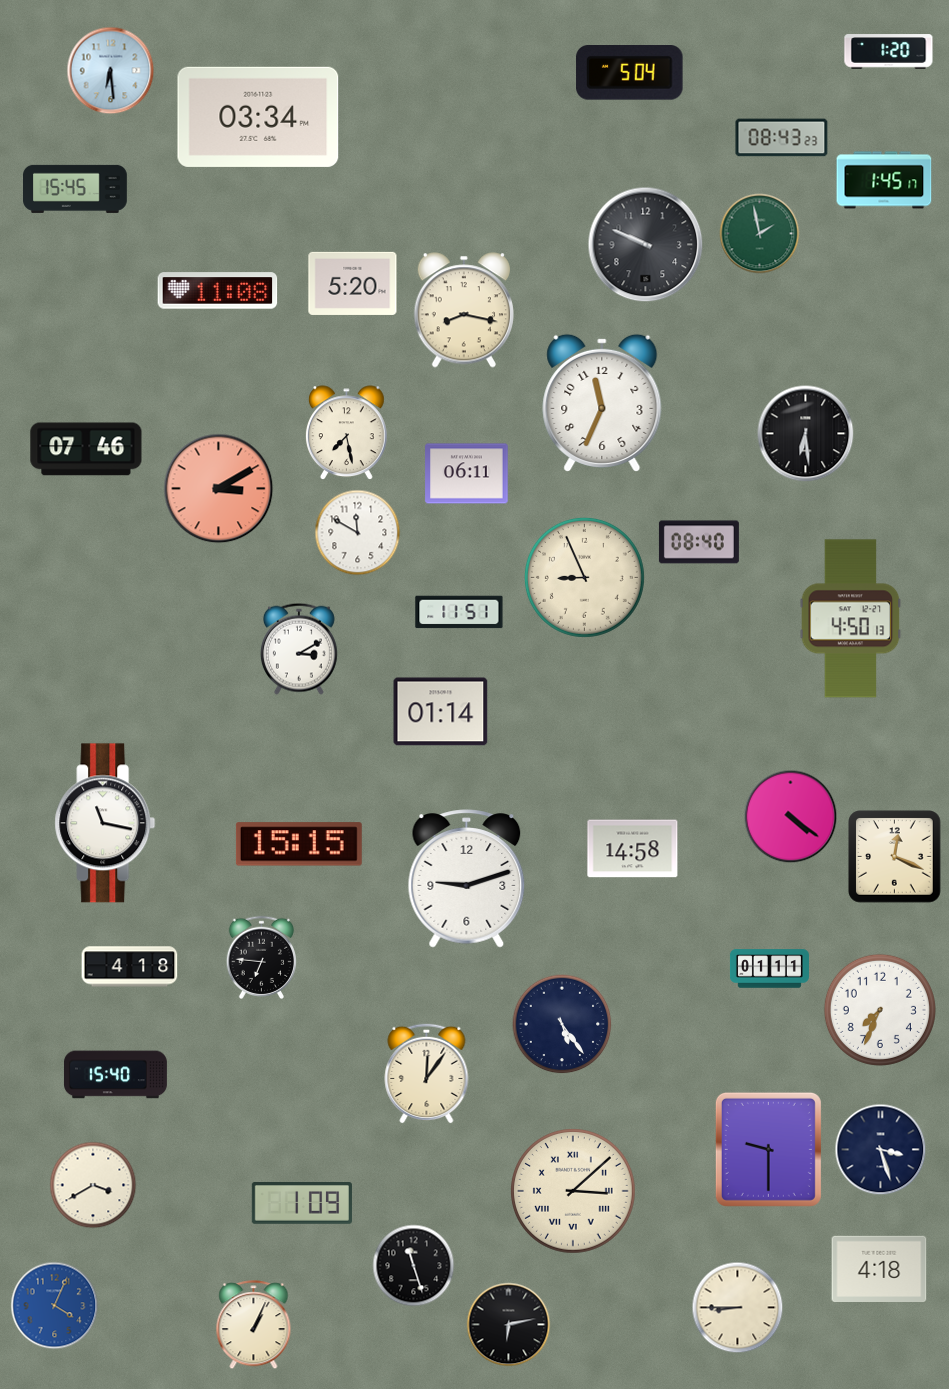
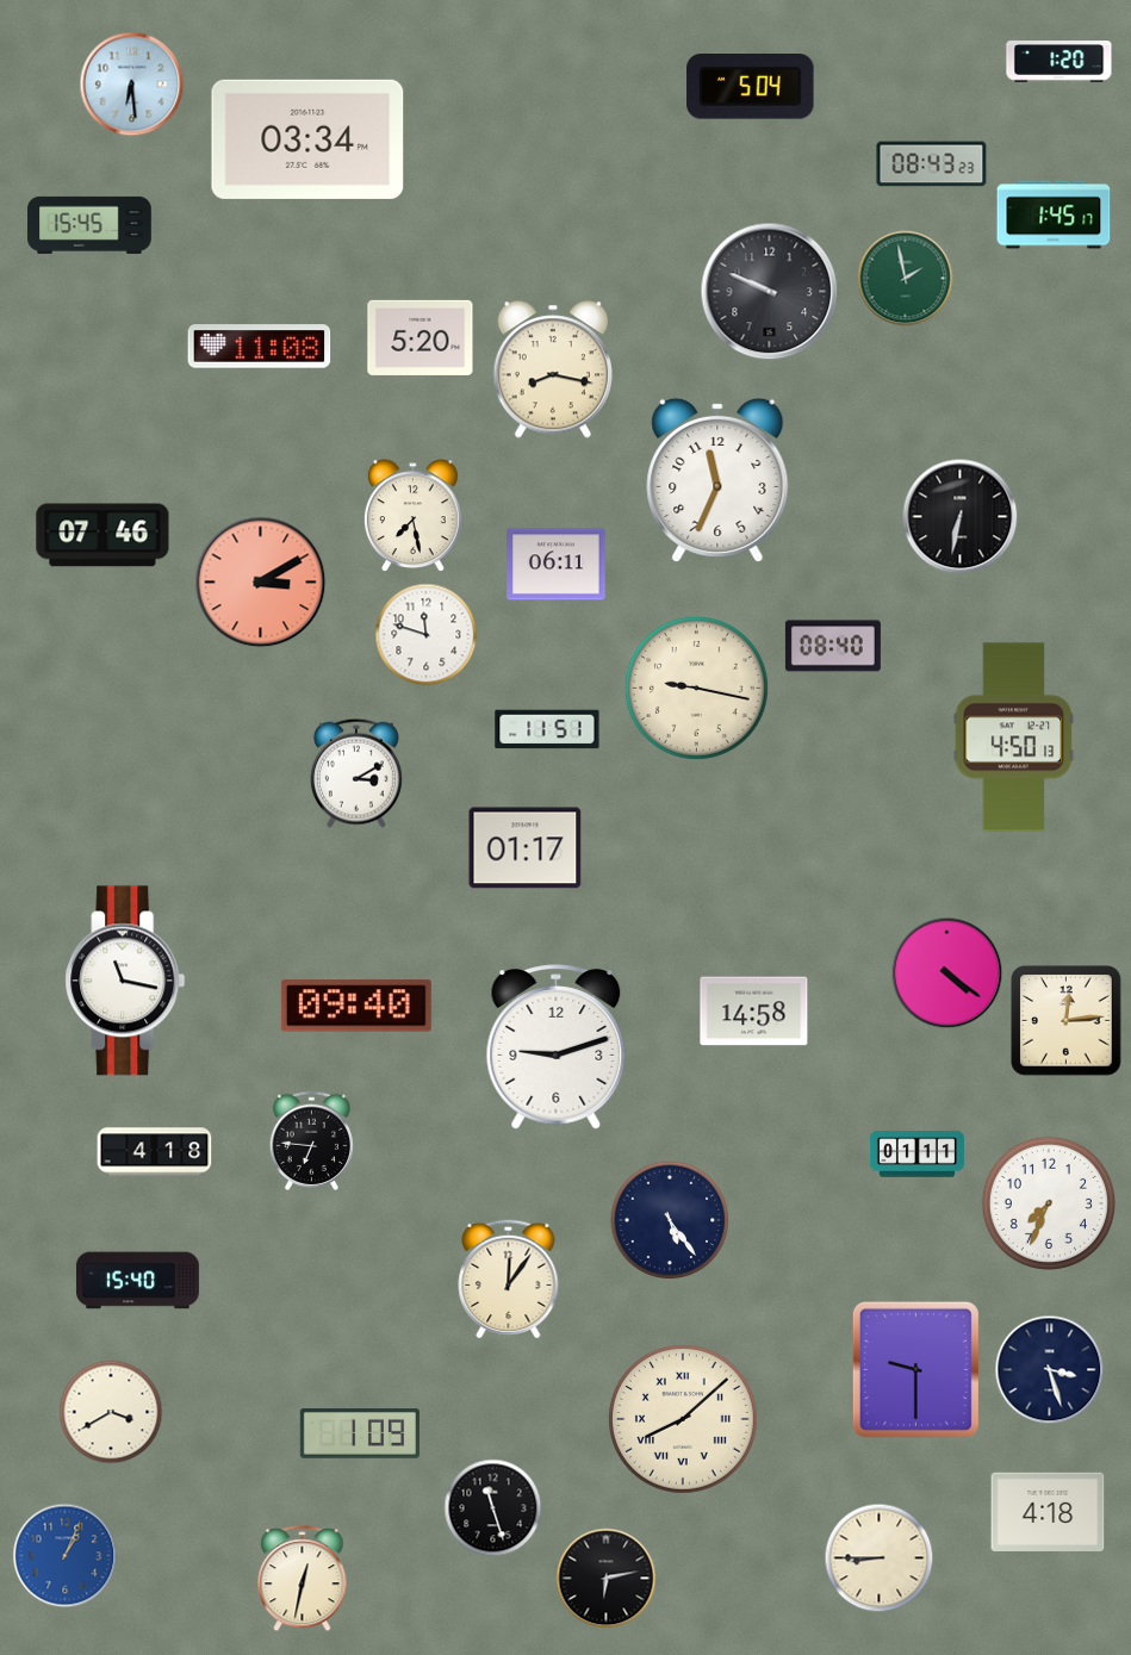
clock at (806, 434): 6:29 -> 6:32
clock at (358, 533): 11:50 -> 11:48
clock at (584, 577): 8:56 -> 9:17
clock at (441, 712): 01:14 -> 01:17
clock at (791, 817) position: (791, 817) -> (947, 973)
clock at (299, 844): 15:15 -> 09:40
clock at (895, 857): 12:19 -> 12:14
clock at (574, 1192): 3:08 -> 8:08
clock at (55, 1306): 4:04 -> 1:04
clock at (254, 1325): 1:04 -> 12:32
